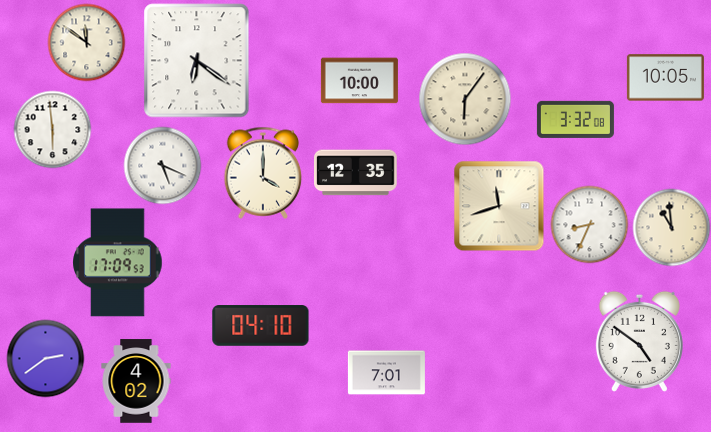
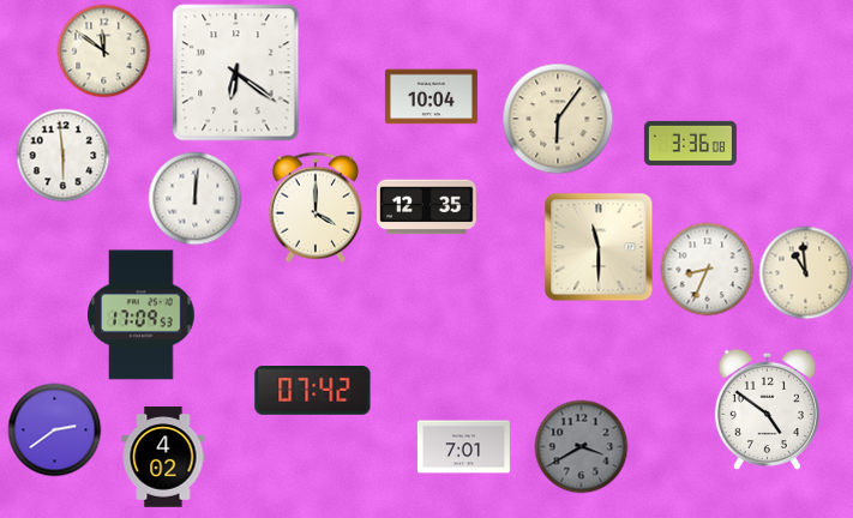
clock at (665, 78): 10:05 -> none
clock at (359, 81): 10:00 -> 10:04
clock at (575, 119): 3:32 -> 3:36
clock at (162, 165): 5:19 -> 12:01
clock at (499, 206): 11:42 -> 11:30
clock at (261, 326): 04:10 -> 07:42
clock at (581, 446): none -> 3:40
